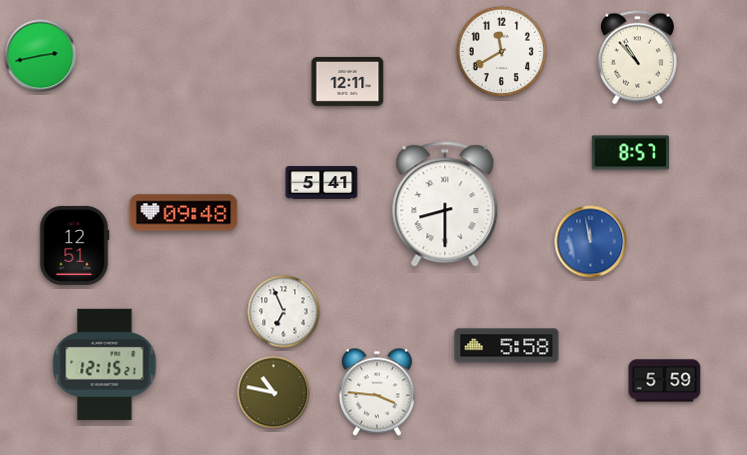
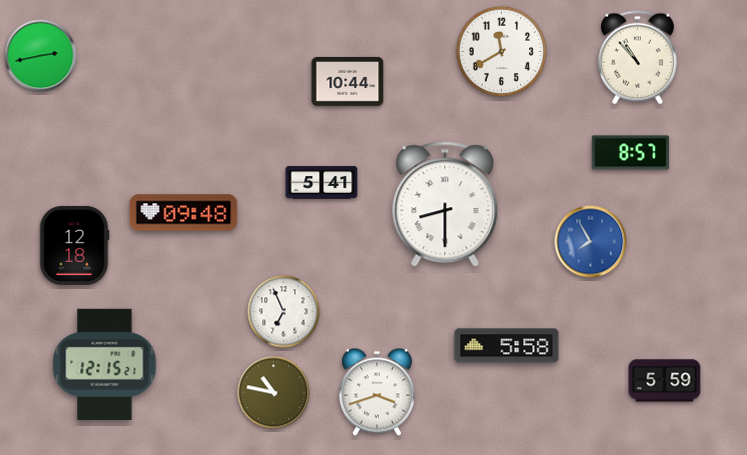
clock at (348, 81): 12:11 -> 10:44
clock at (591, 242): 11:58 -> 7:55
clock at (74, 245): 12:51 -> 12:18
clock at (377, 392): 3:46 -> 3:42
